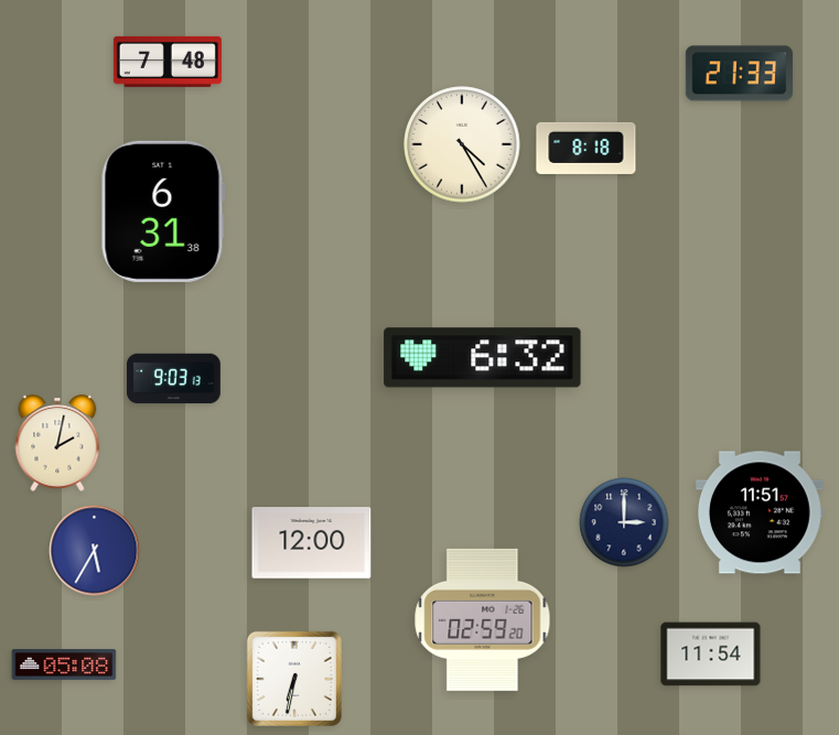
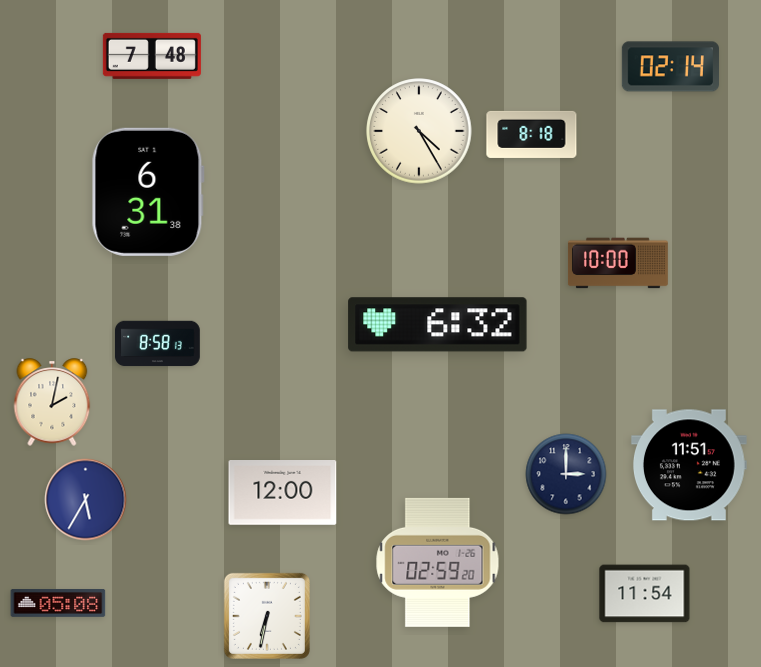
clock at (739, 74): 21:33 -> 02:14
clock at (618, 263): none -> 10:00
clock at (174, 379): 9:03 -> 8:58
